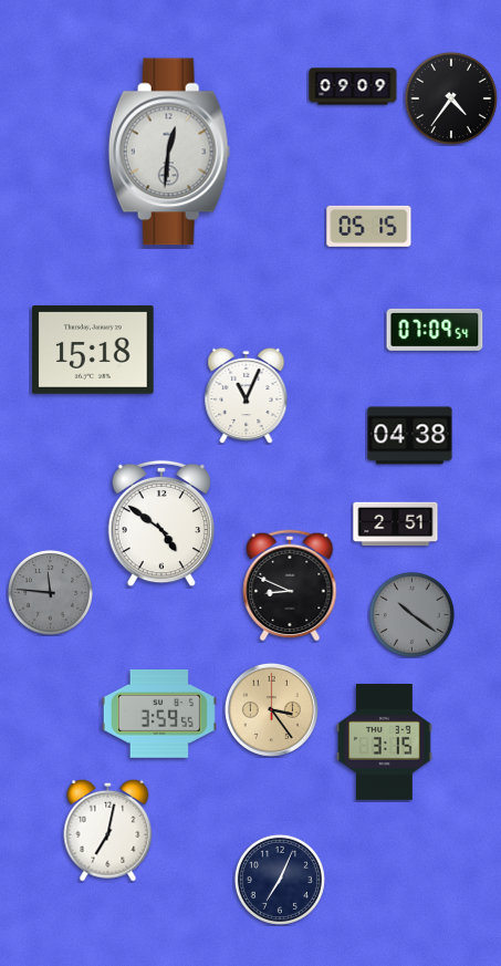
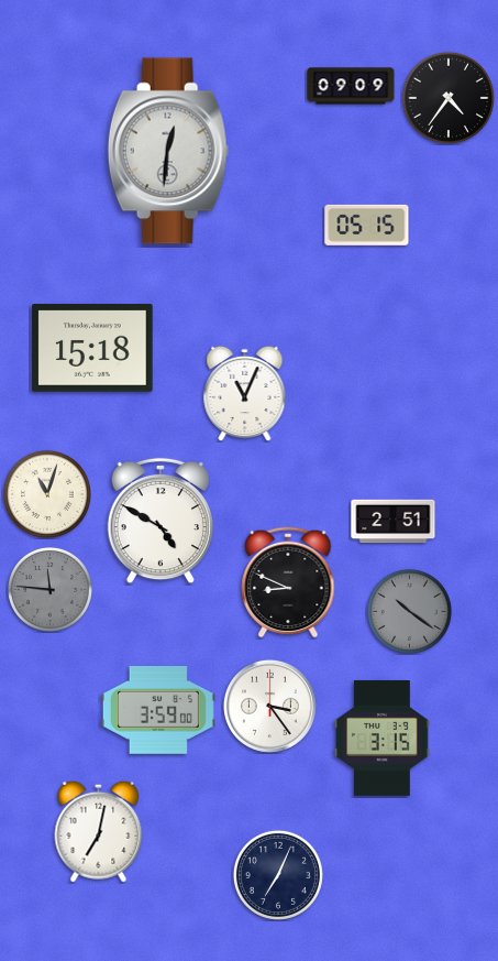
clock at (435, 330): 07:09 -> none
clock at (410, 436): 04:38 -> none
clock at (47, 494): none -> 11:03
clock at (160, 523): 4:51 -> 4:50
clock at (271, 709) dial: champagne -> white
clock at (159, 715): 3:59:55 -> 3:59:00
clock at (108, 830) position: (108, 830) -> (99, 831)
